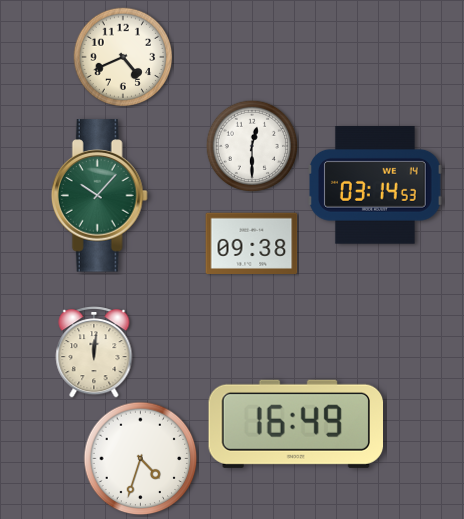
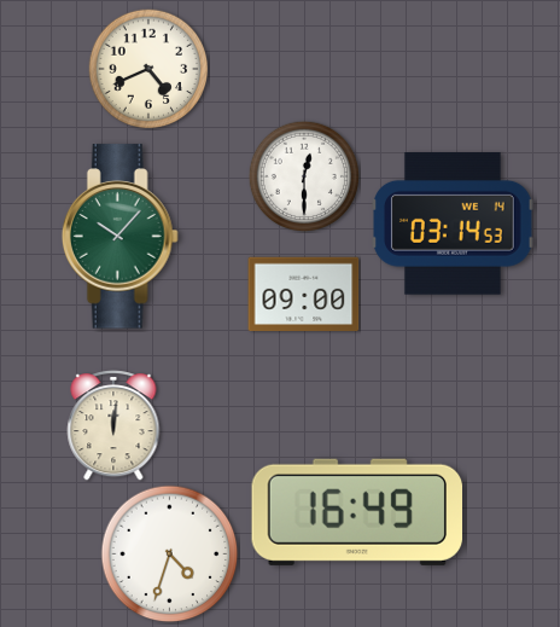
clock at (252, 243): 09:38 -> 09:00
